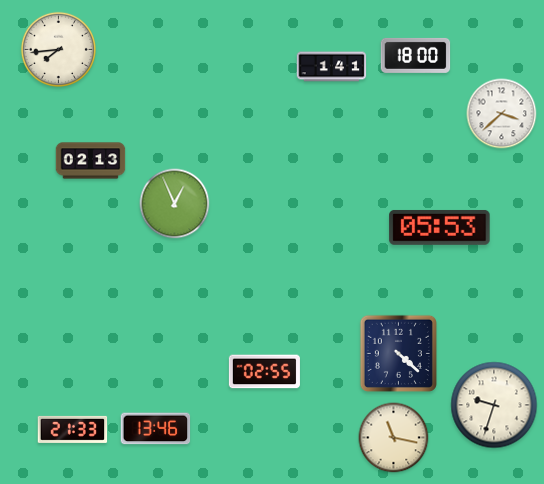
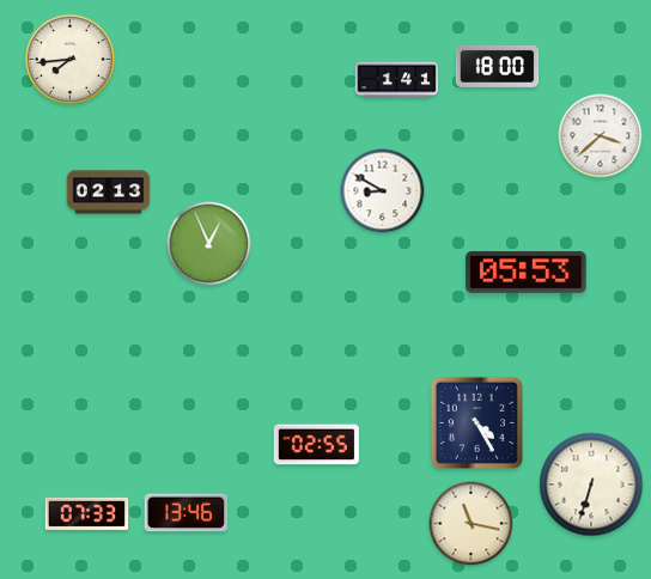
clock at (383, 191): none -> 8:50
clock at (398, 353): 4:22 -> 4:25
clock at (494, 405): 9:33 -> 6:33
clock at (73, 429): 21:33 -> 07:33
